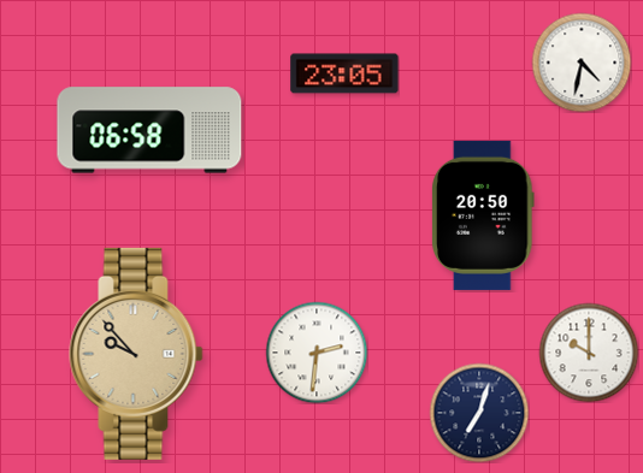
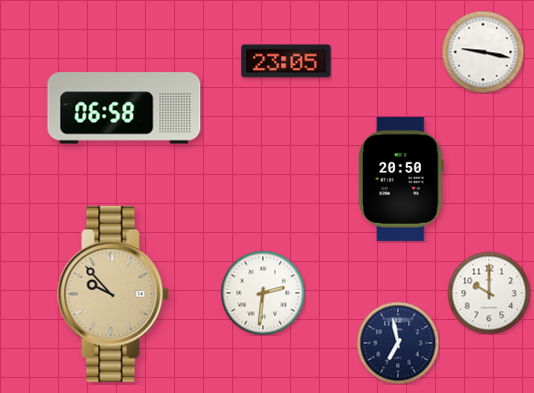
clock at (582, 63): 4:32 -> 9:17
clock at (479, 413): 7:03 -> 6:58
